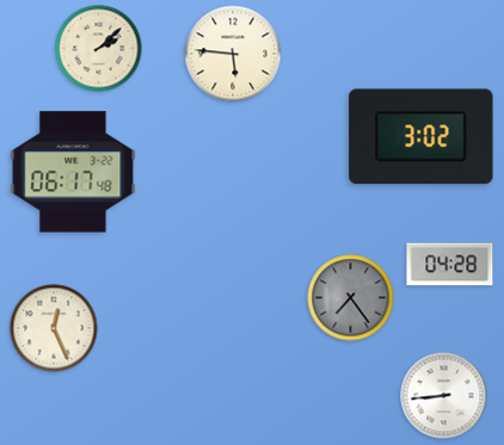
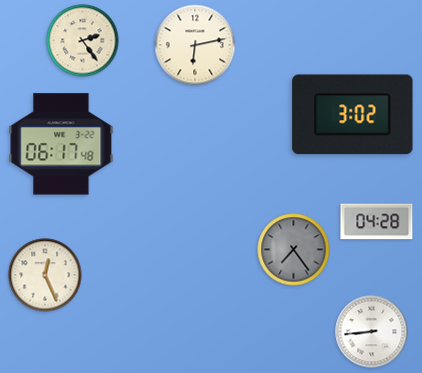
clock at (99, 49): 2:08 -> 2:24
clock at (233, 54): 5:46 -> 6:13
